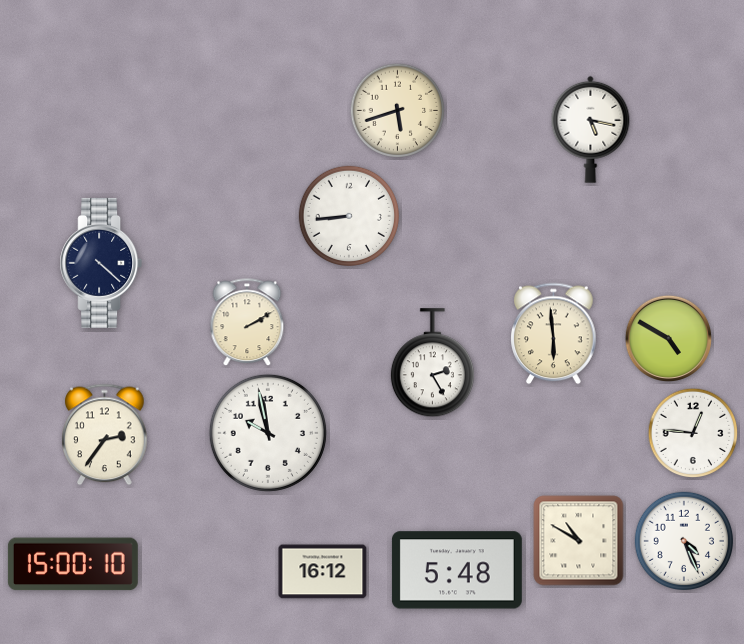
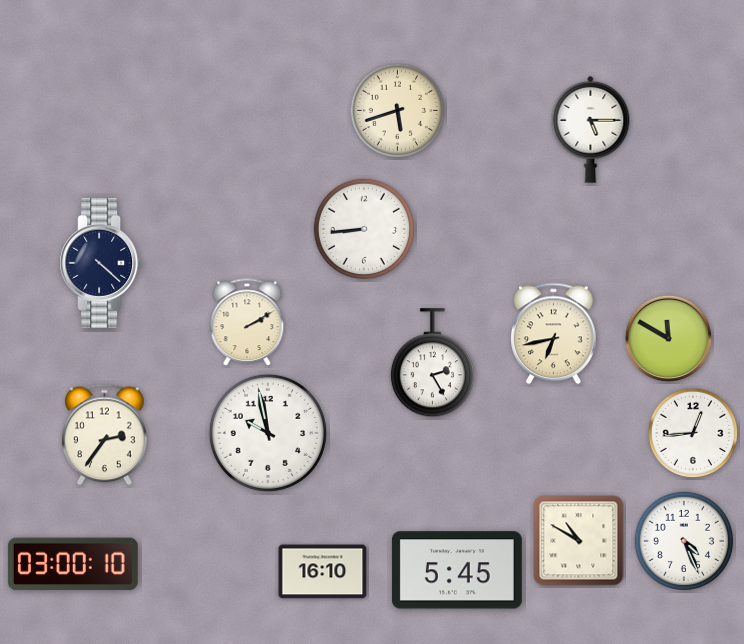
clock at (591, 129): 5:17 -> 5:15
clock at (349, 216) position: (349, 216) -> (364, 229)
clock at (554, 334): 5:59 -> 6:43
clock at (669, 339): 4:50 -> 11:50
clock at (693, 433): 12:46 -> 12:44
clock at (73, 564): 15:00 -> 03:00
clock at (457, 570): 5:48 -> 5:45
clock at (323, 572): 16:12 -> 16:10
